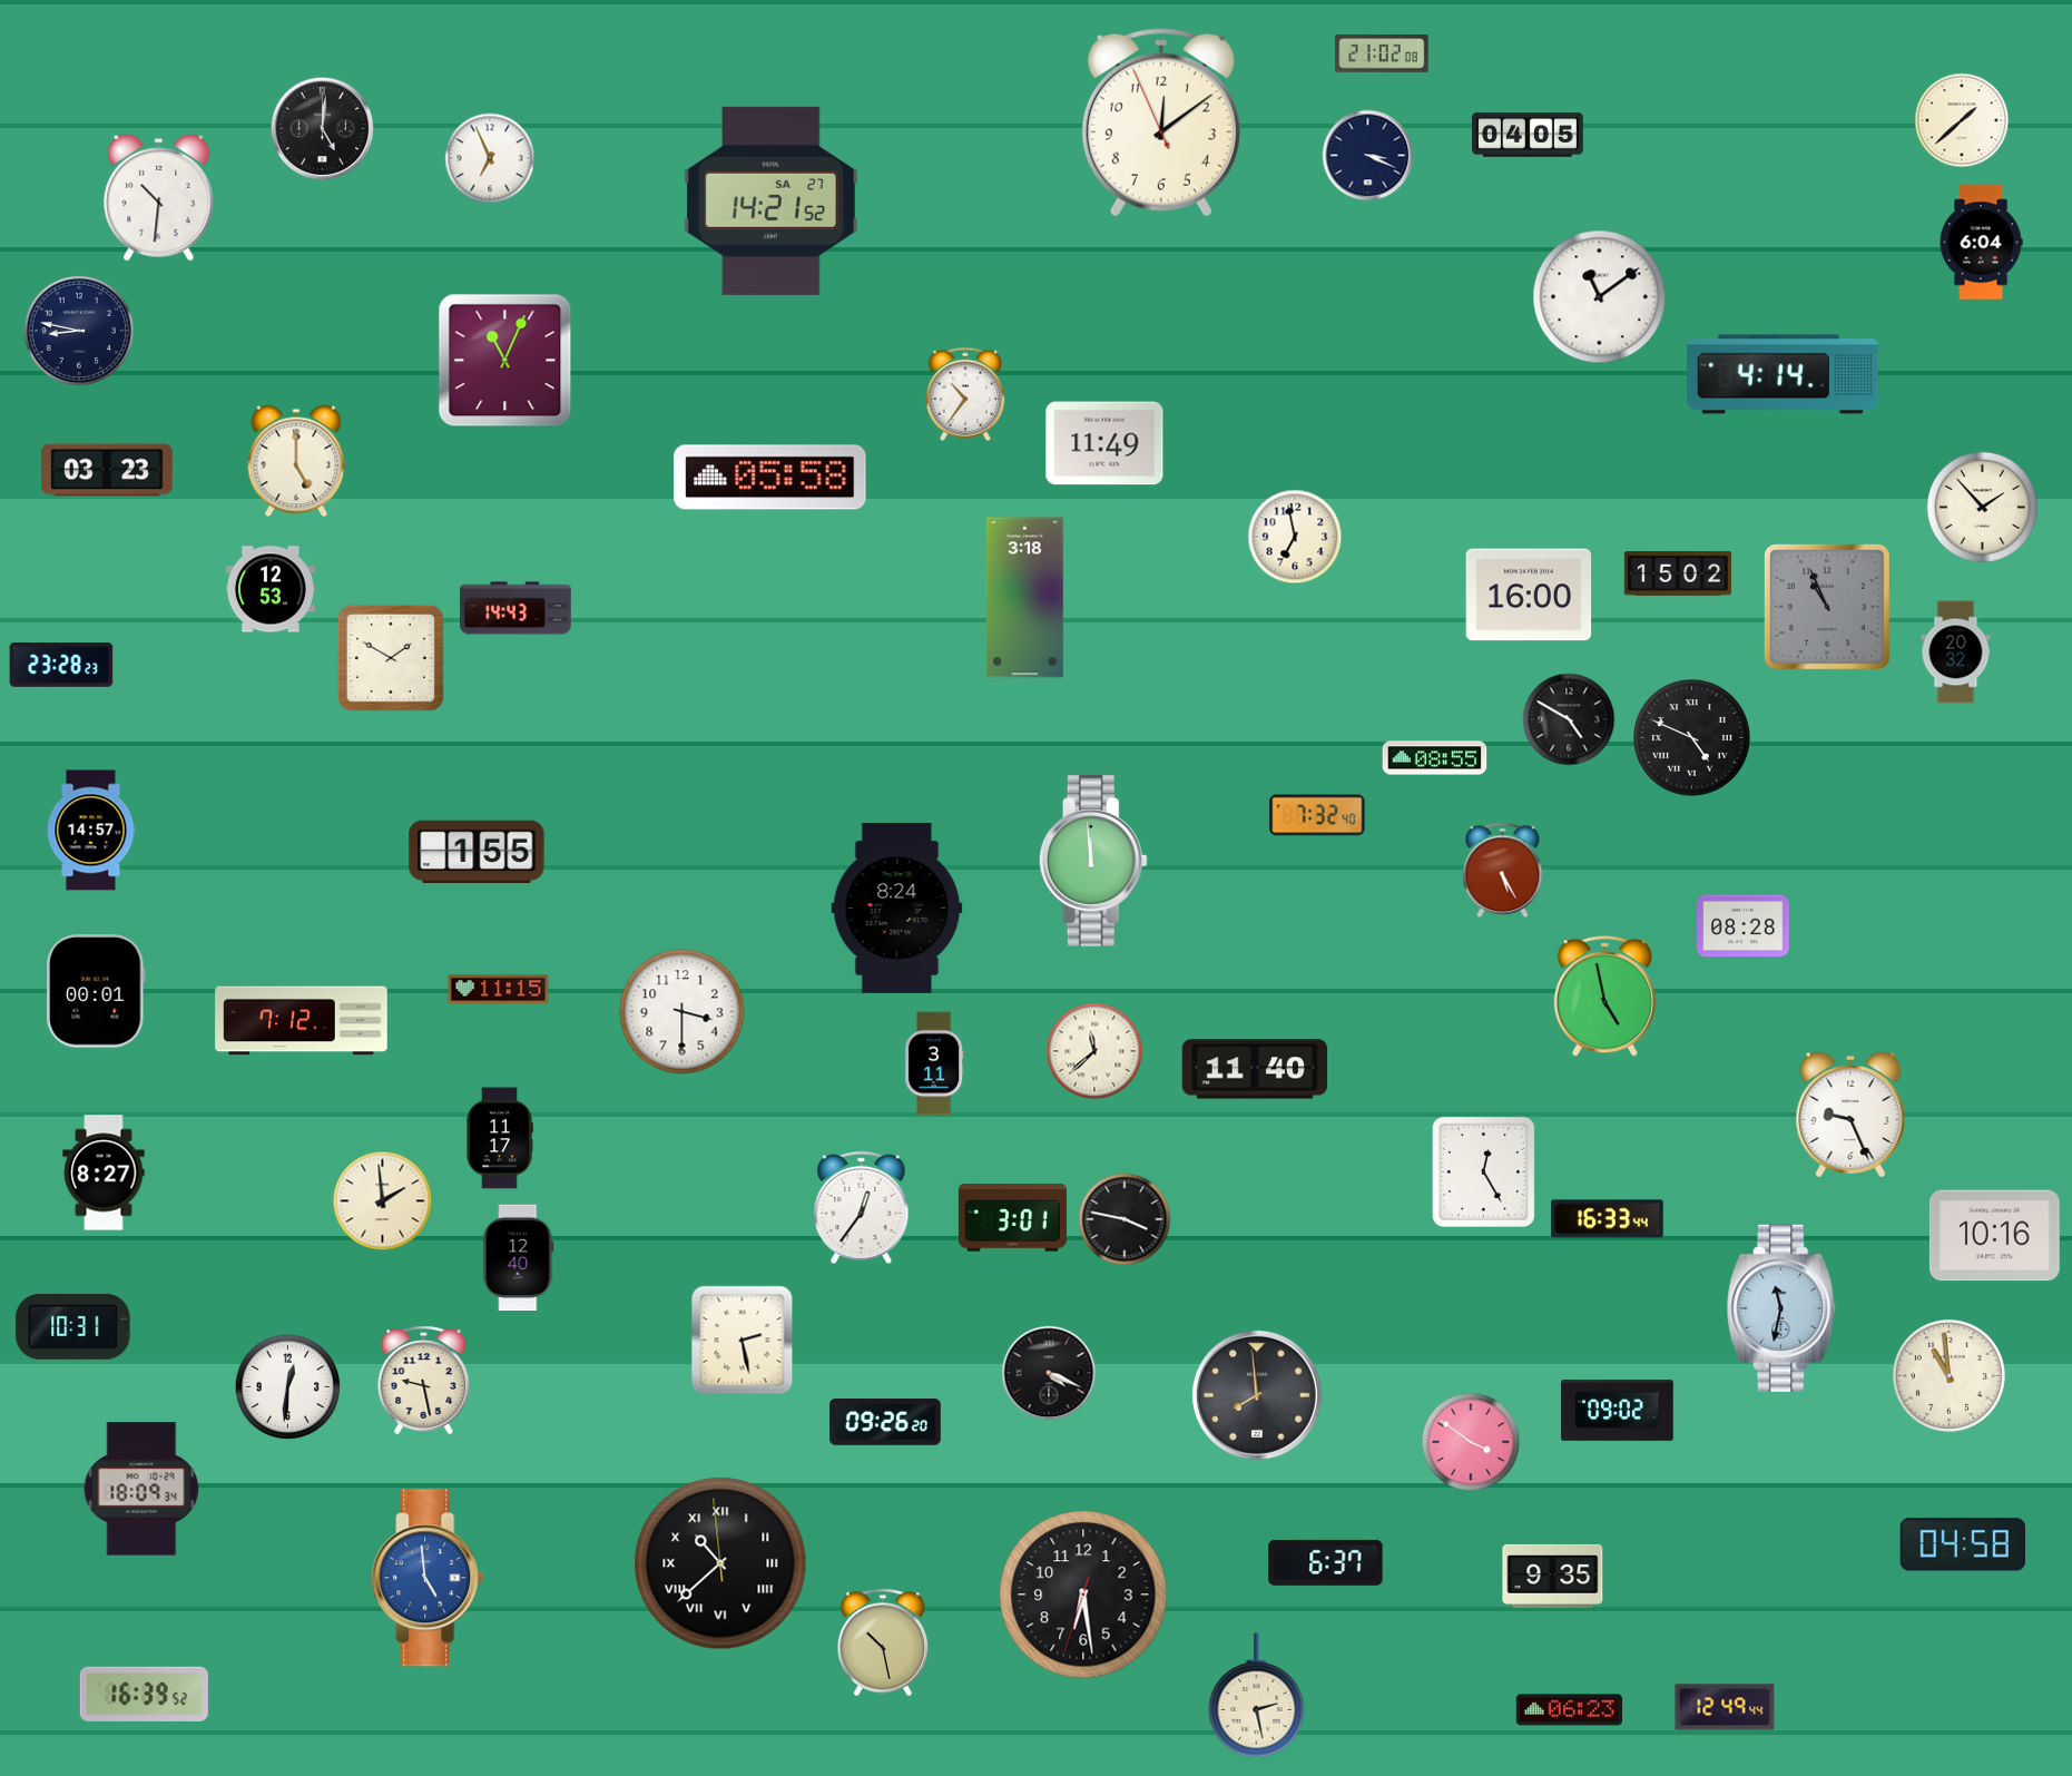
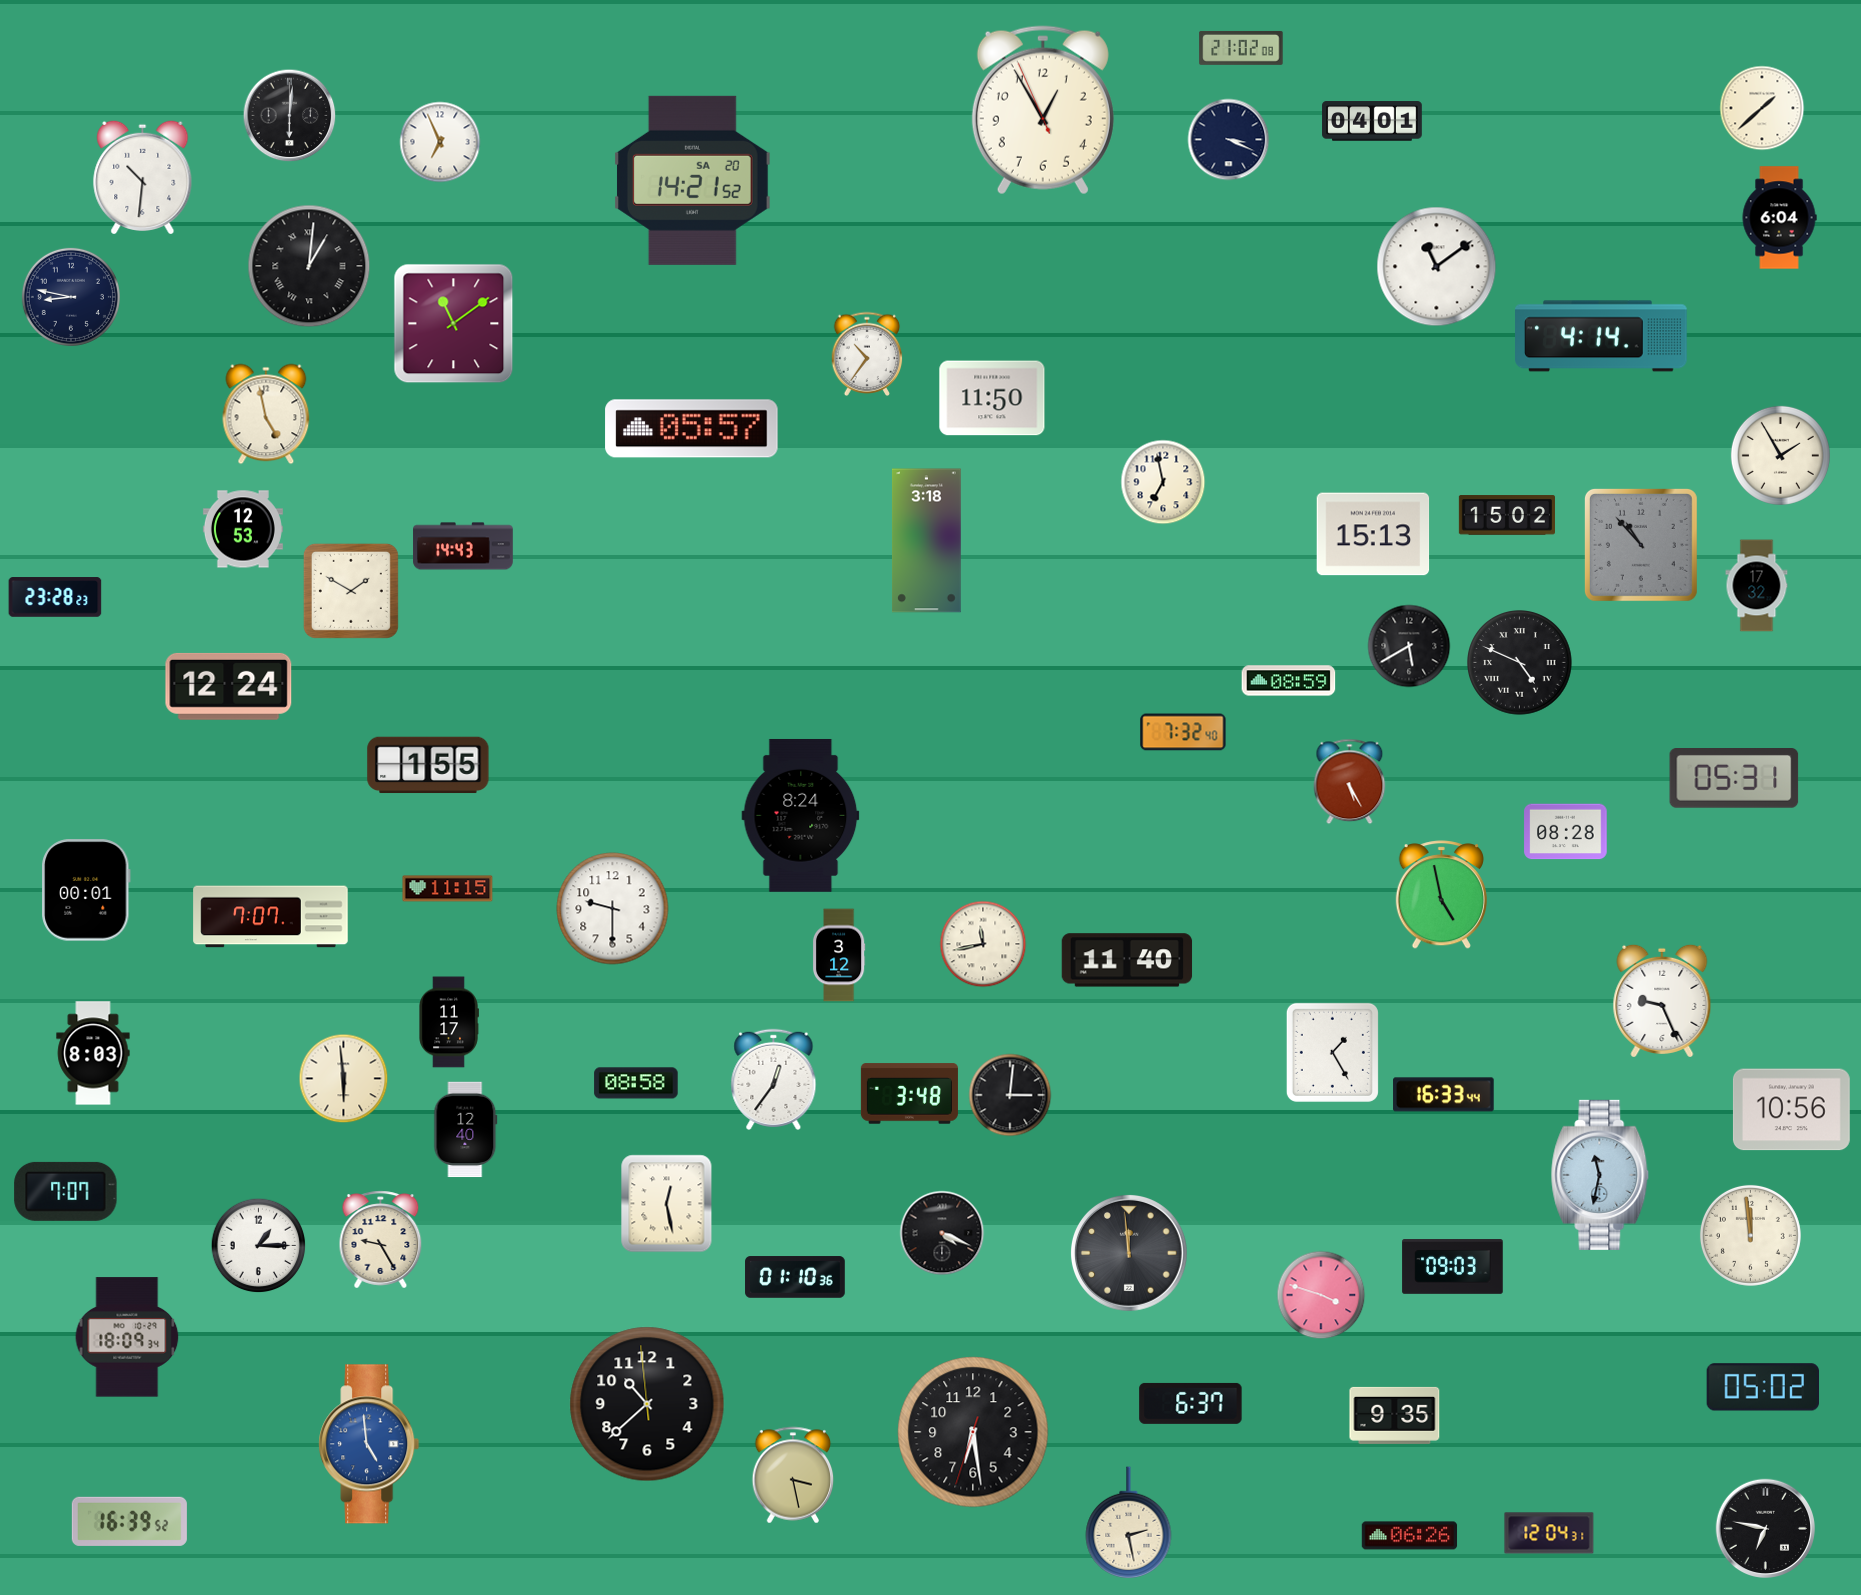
clock at (1161, 122): 12:08 -> 12:54
clock at (323, 129): 5:01 -> 6:01
clock at (1528, 135): 04:05 -> 04:01
clock at (772, 200) date: SA 27 -> SA 20
clock at (309, 266): none -> 1:01
clock at (505, 361): 11:04 -> 11:09
clock at (1104, 443): 11:49 -> 11:50
clock at (296, 461): 5:00 -> 4:58
clock at (108, 470): 03:23 -> none
clock at (770, 478): 05:58 -> 05:57
clock at (1982, 507): 1:53 -> 1:55
clock at (1529, 595): 16:00 -> 15:13
clock at (1025, 598) position: (1025, 598) -> (927, 541)
clock at (1827, 607): 10:56 -> 10:53
clock at (1956, 652): 20:32 -> 17:32
clock at (1569, 719): 4:50 -> 5:40
clock at (1435, 758): 08:55 -> 08:59
clock at (229, 686): none -> 12:24
clock at (91, 831): 14:57 -> none
clock at (1093, 862): 11:59 -> none
clock at (1734, 779): none -> 05:31
clock at (897, 907) position: (897, 907) -> (801, 815)
clock at (683, 1012): 3:30 -> 9:30
clock at (302, 1021): 7:12 -> 7:07
clock at (1094, 1051): 11:38 -> 11:43
clock at (934, 1063): 3:11 -> 3:12
clock at (1483, 1171): 12:25 -> 1:25
clock at (104, 1172): 8:27 -> 8:03
clock at (383, 1201): 1:59 -> 5:59
clock at (636, 1083): none -> 08:58
clock at (862, 1207) position: (862, 1207) -> (774, 1079)
clock at (1012, 1218): 3:01 -> 3:48
clock at (1125, 1219): 3:47 -> 3:01
clock at (1994, 1236): 10:16 -> 10:56
clock at (73, 1326): 10:31 -> 7:07
clock at (743, 1341): 2:28 -> 12:28
clock at (1948, 1375): 10:59 -> 11:59
clock at (424, 1381): 9:28 -> 9:25
clock at (288, 1387): 12:31 -> 1:15
clock at (1258, 1396): 7:59 -> 11:59
clock at (1618, 1411): 09:02 -> 09:03
clock at (885, 1422): 09:26 -> 01:10
clock at (1471, 1442): 3:51 -> 3:48
clock at (1963, 1544): 04:58 -> 05:02
clock at (720, 1563) numerals: Roman -> Arabic
clock at (428, 1578) position: (428, 1578) -> (369, 1444)
clock at (883, 1642): 10:28 -> 3:28
clock at (1765, 1528): none -> 6:47
clock at (1725, 1707): 12:49 -> 12:04
clock at (1570, 1710): 06:23 -> 06:26
